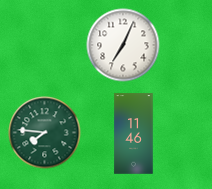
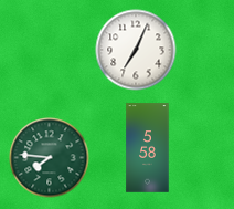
clock at (45, 133) position: (45, 133) -> (50, 158)
clock at (134, 134): 11:46 -> 5:58
